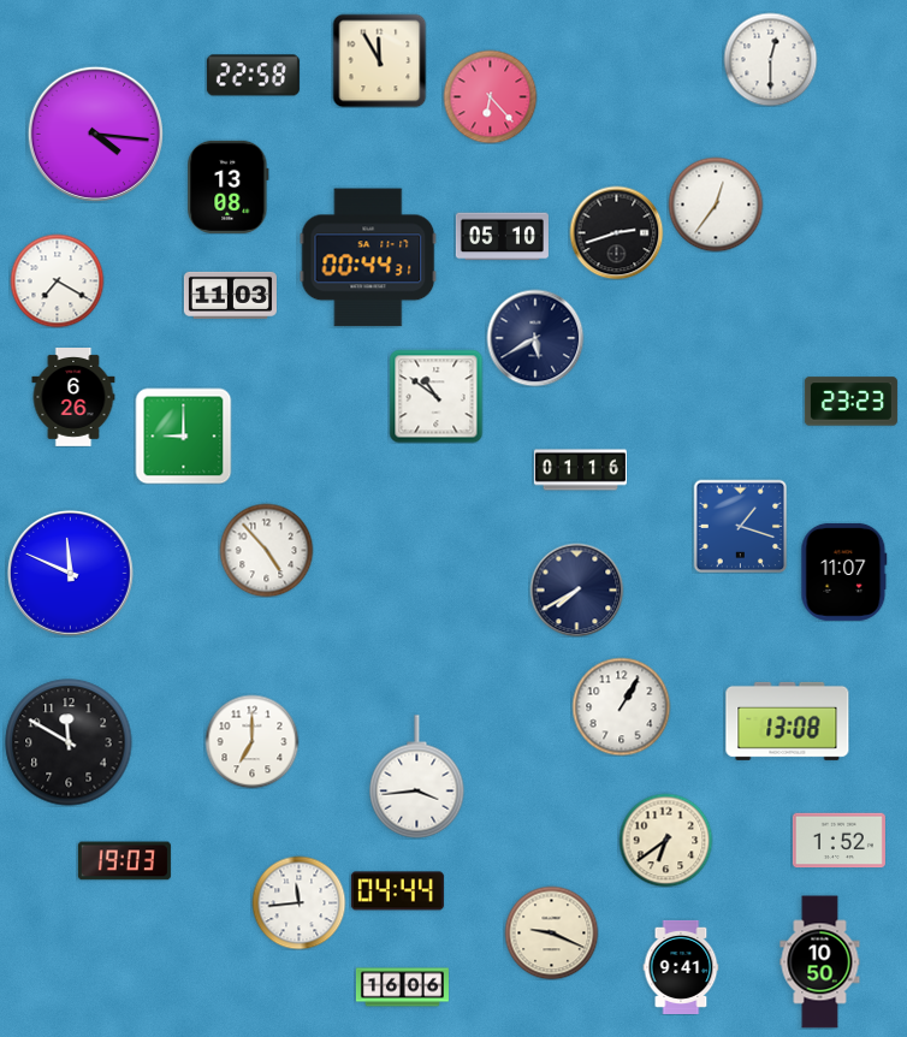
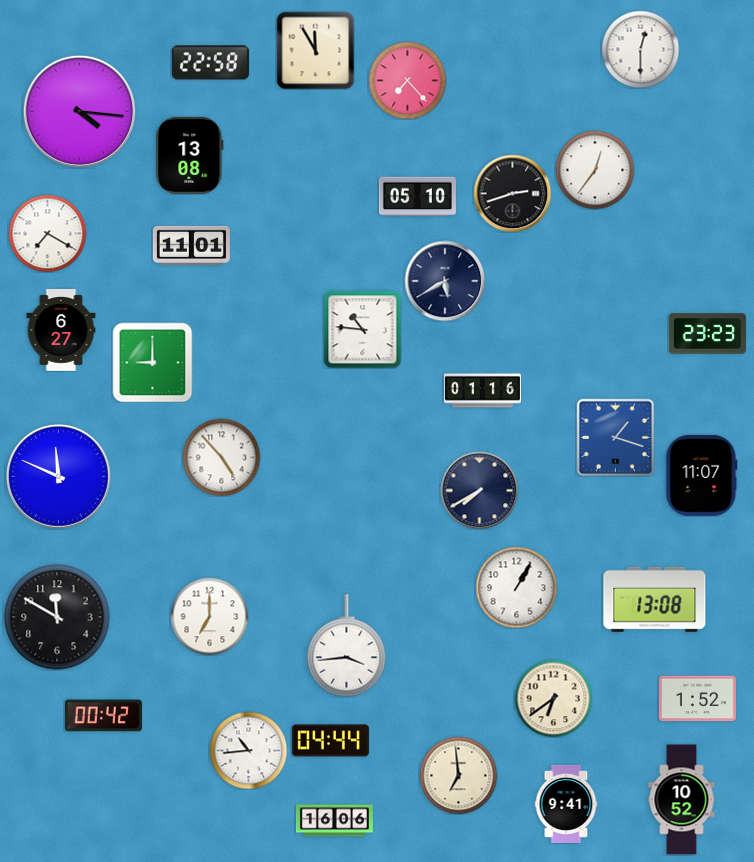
clock at (490, 96): 6:23 -> 7:23
clock at (368, 257): 00:44 -> none
clock at (230, 295): 11:03 -> 11:01
clock at (435, 396): 10:51 -> 10:46
clock at (73, 398): 6:26 -> 6:27
clock at (124, 861): 19:03 -> 00:42
clock at (298, 902): 11:44 -> 10:44
clock at (551, 932): 9:19 -> 6:59
clock at (820, 962): 10:50 -> 10:52
